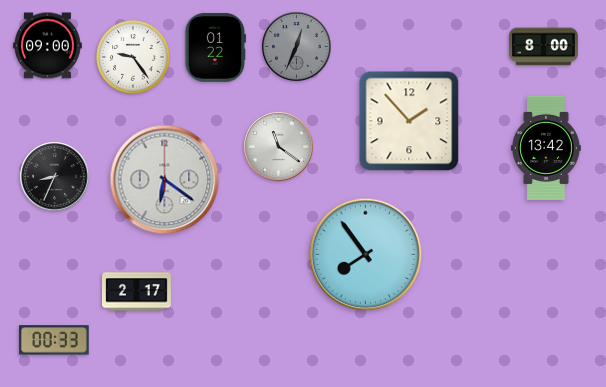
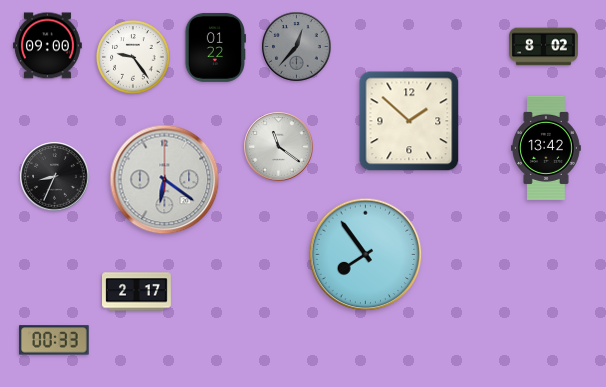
clock at (297, 47): 12:34 -> 12:37
clock at (544, 47): 8:00 -> 8:02
clock at (409, 121): 1:53 -> 1:52
